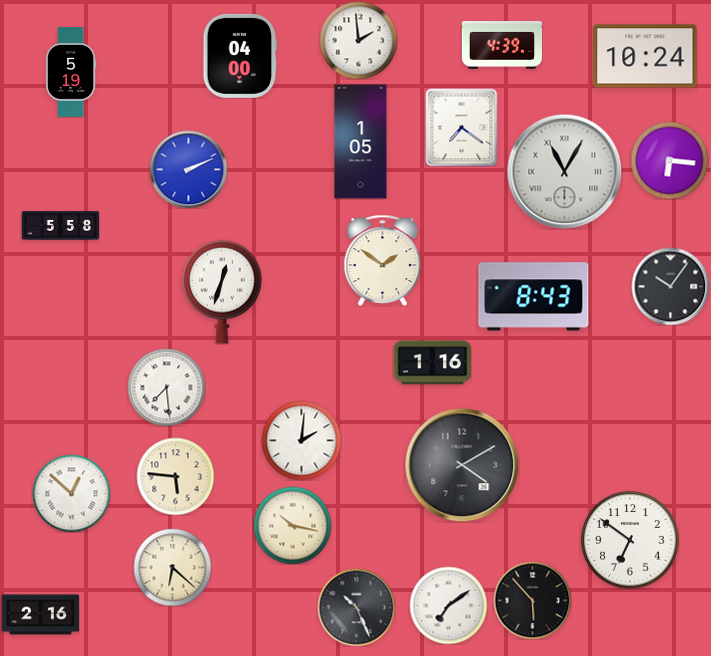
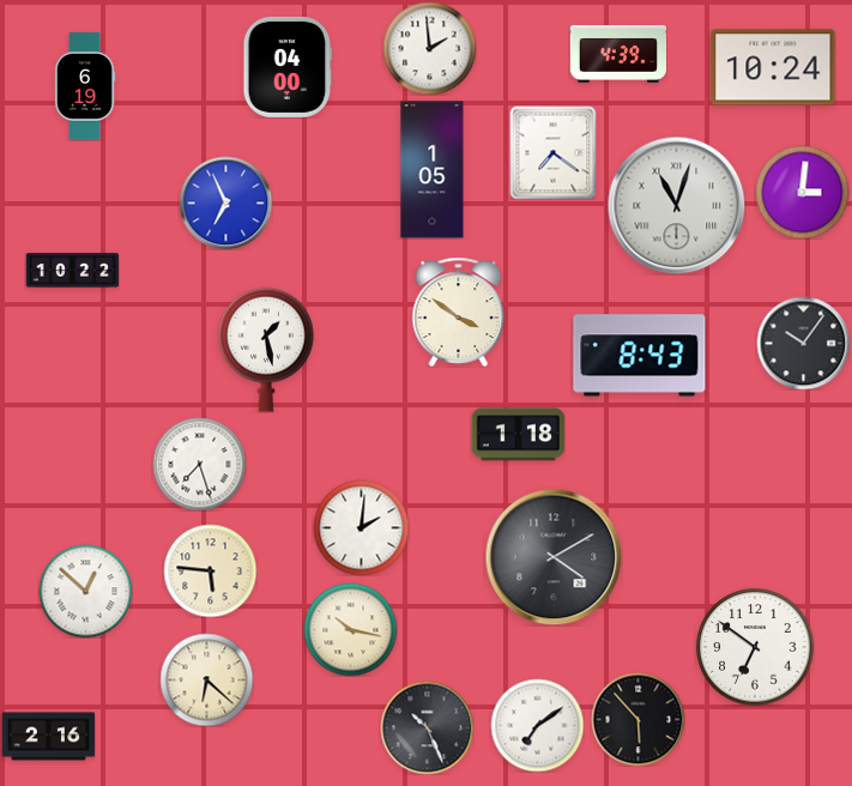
clock at (501, 45) position: (501, 45) -> (617, 54)
clock at (71, 72): 5:19 -> 6:19
clock at (669, 160): 6:16 -> 3:01
clock at (188, 169): 2:11 -> 6:56
clock at (564, 171): 11:05 -> 11:03
clock at (60, 226): 5:58 -> 10:22
clock at (383, 260): 1:51 -> 3:51
clock at (223, 292): 12:33 -> 1:28
clock at (432, 363): 1:16 -> 1:18
clock at (166, 387): 7:29 -> 7:27
